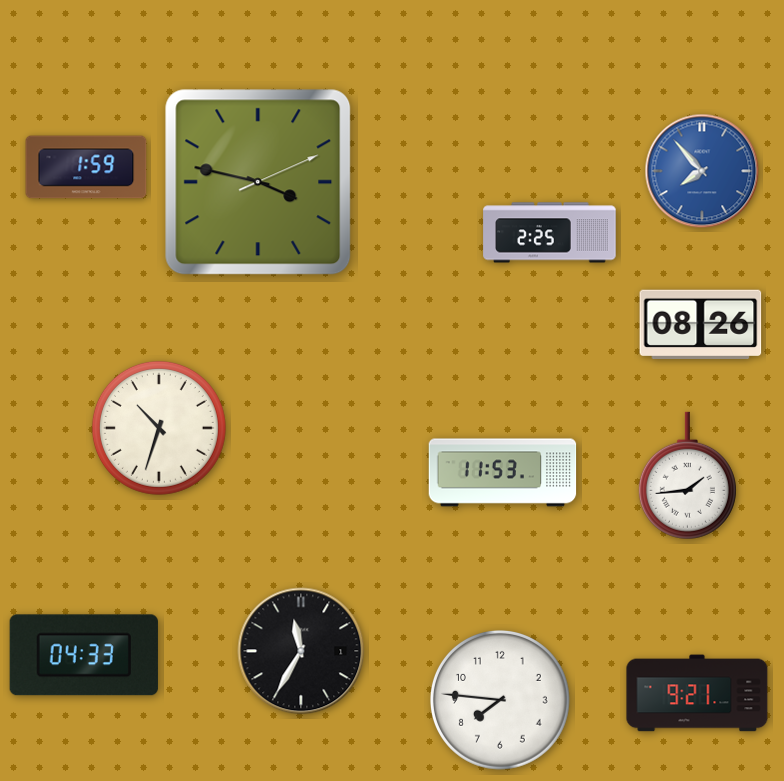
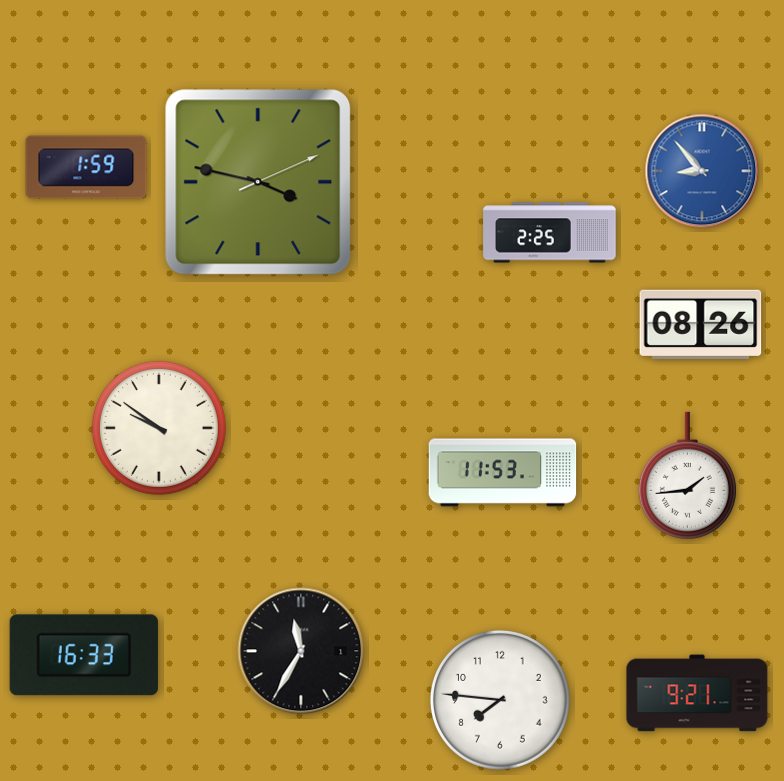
clock at (702, 171): 7:53 -> 8:53
clock at (159, 428): 10:33 -> 9:51
clock at (84, 655): 04:33 -> 16:33
